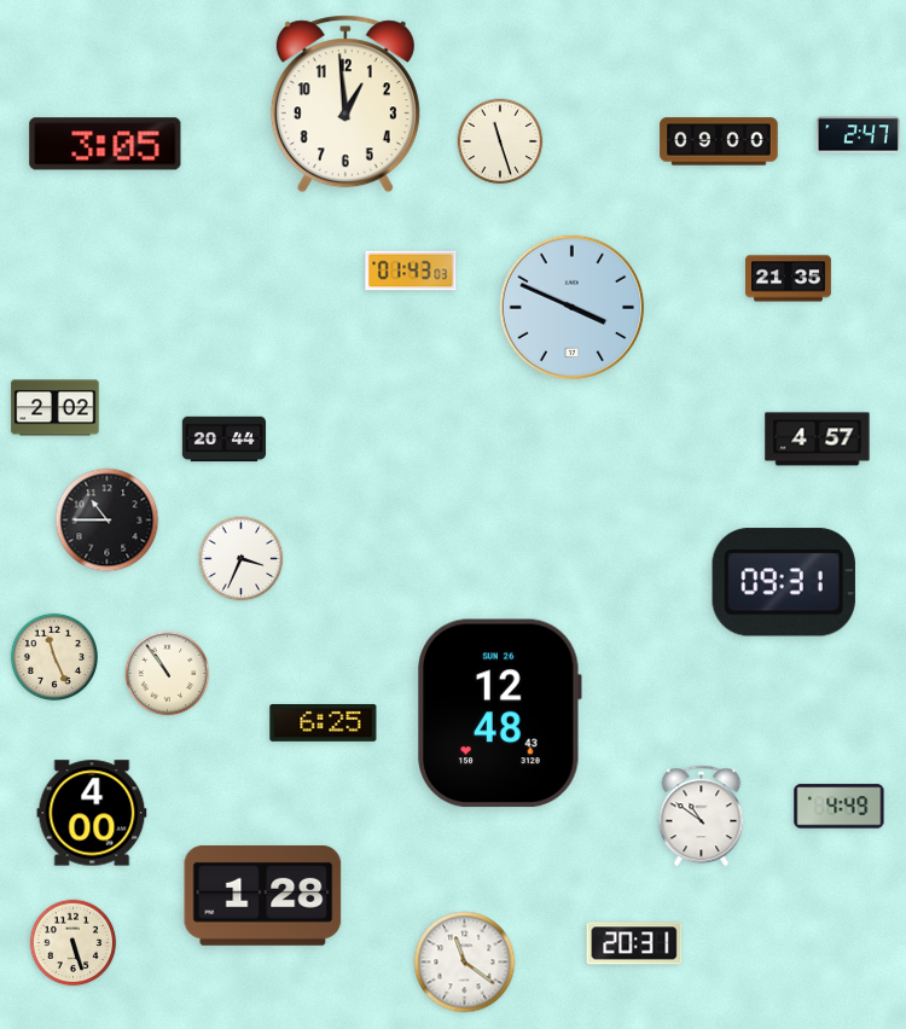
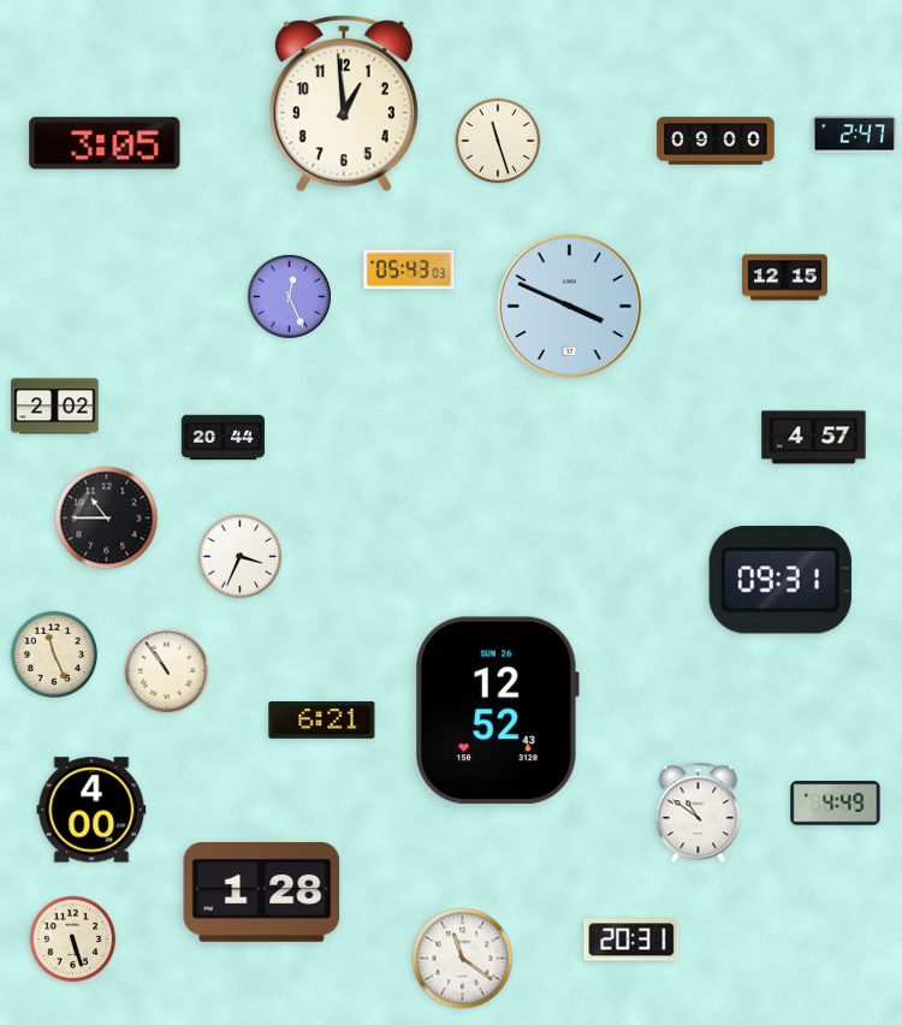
clock at (411, 271): 01:43 -> 05:43
clock at (789, 279): 21:35 -> 12:15
clock at (289, 296): none -> 12:26
clock at (500, 714): 12:48 -> 12:52
clock at (324, 722): 6:25 -> 6:21
